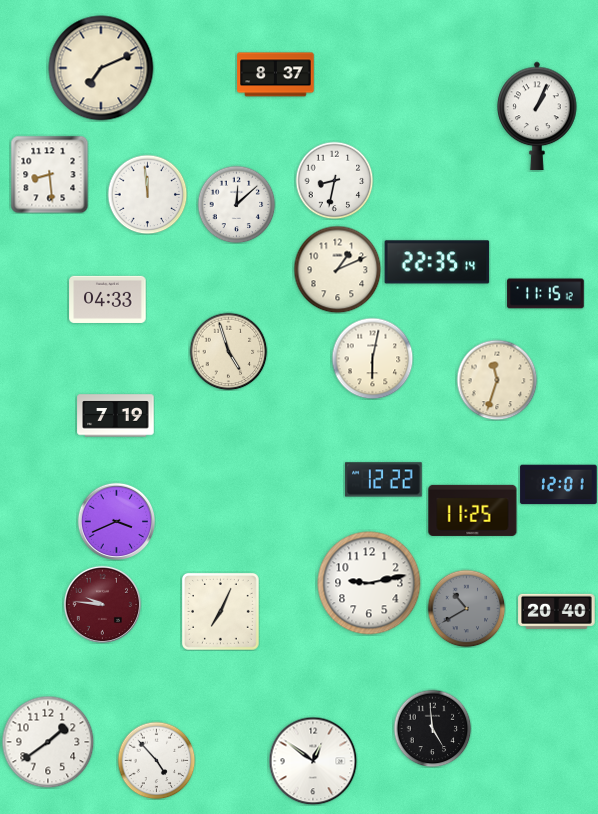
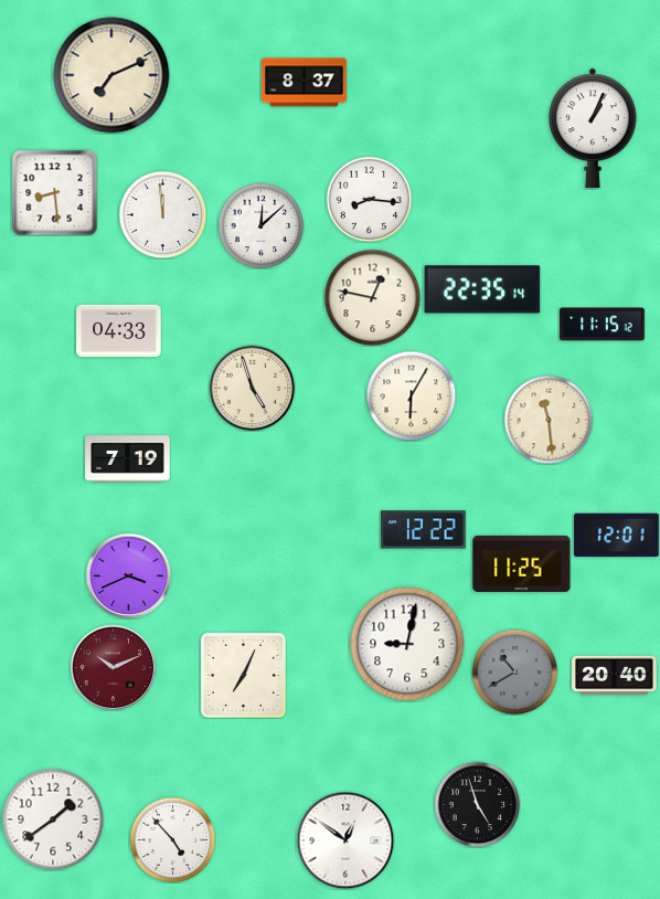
clock at (334, 180): 8:32 -> 8:16
clock at (337, 269): 1:11 -> 12:47
clock at (372, 358): 6:02 -> 6:05
clock at (497, 380): 11:33 -> 11:29
clock at (369, 583): 9:13 -> 9:02
clock at (102, 604): 9:46 -> 10:11
clock at (432, 728): 4:59 -> 4:57
